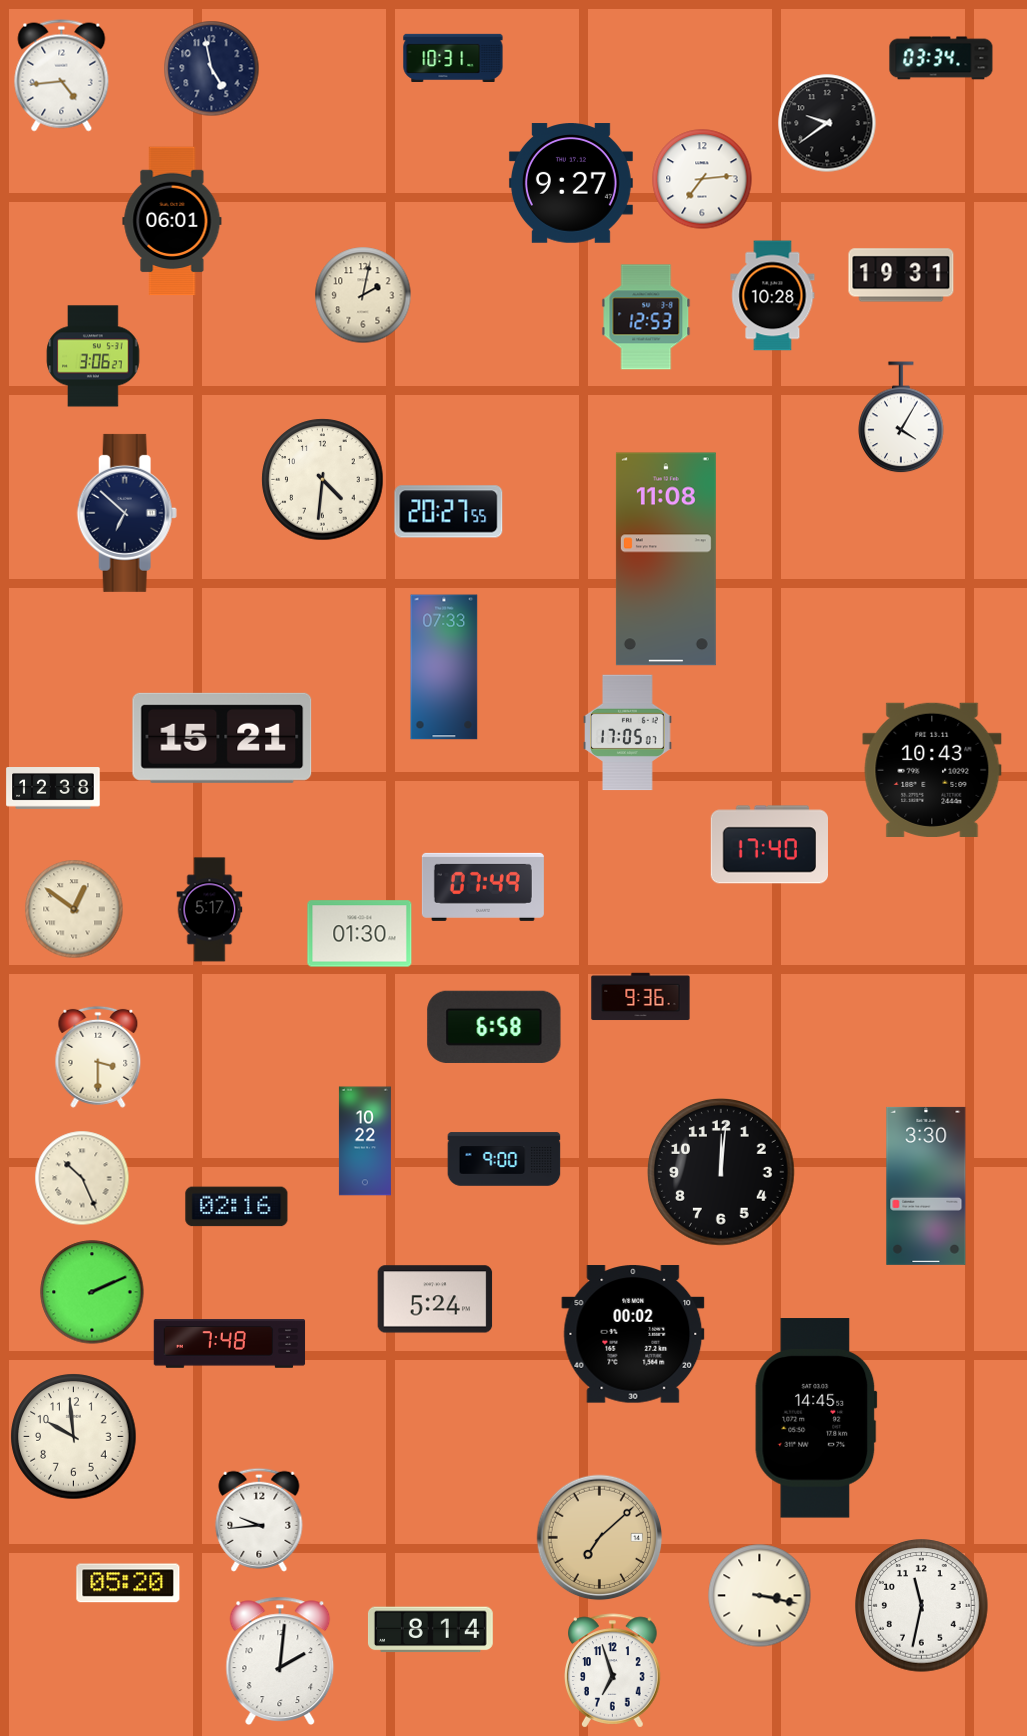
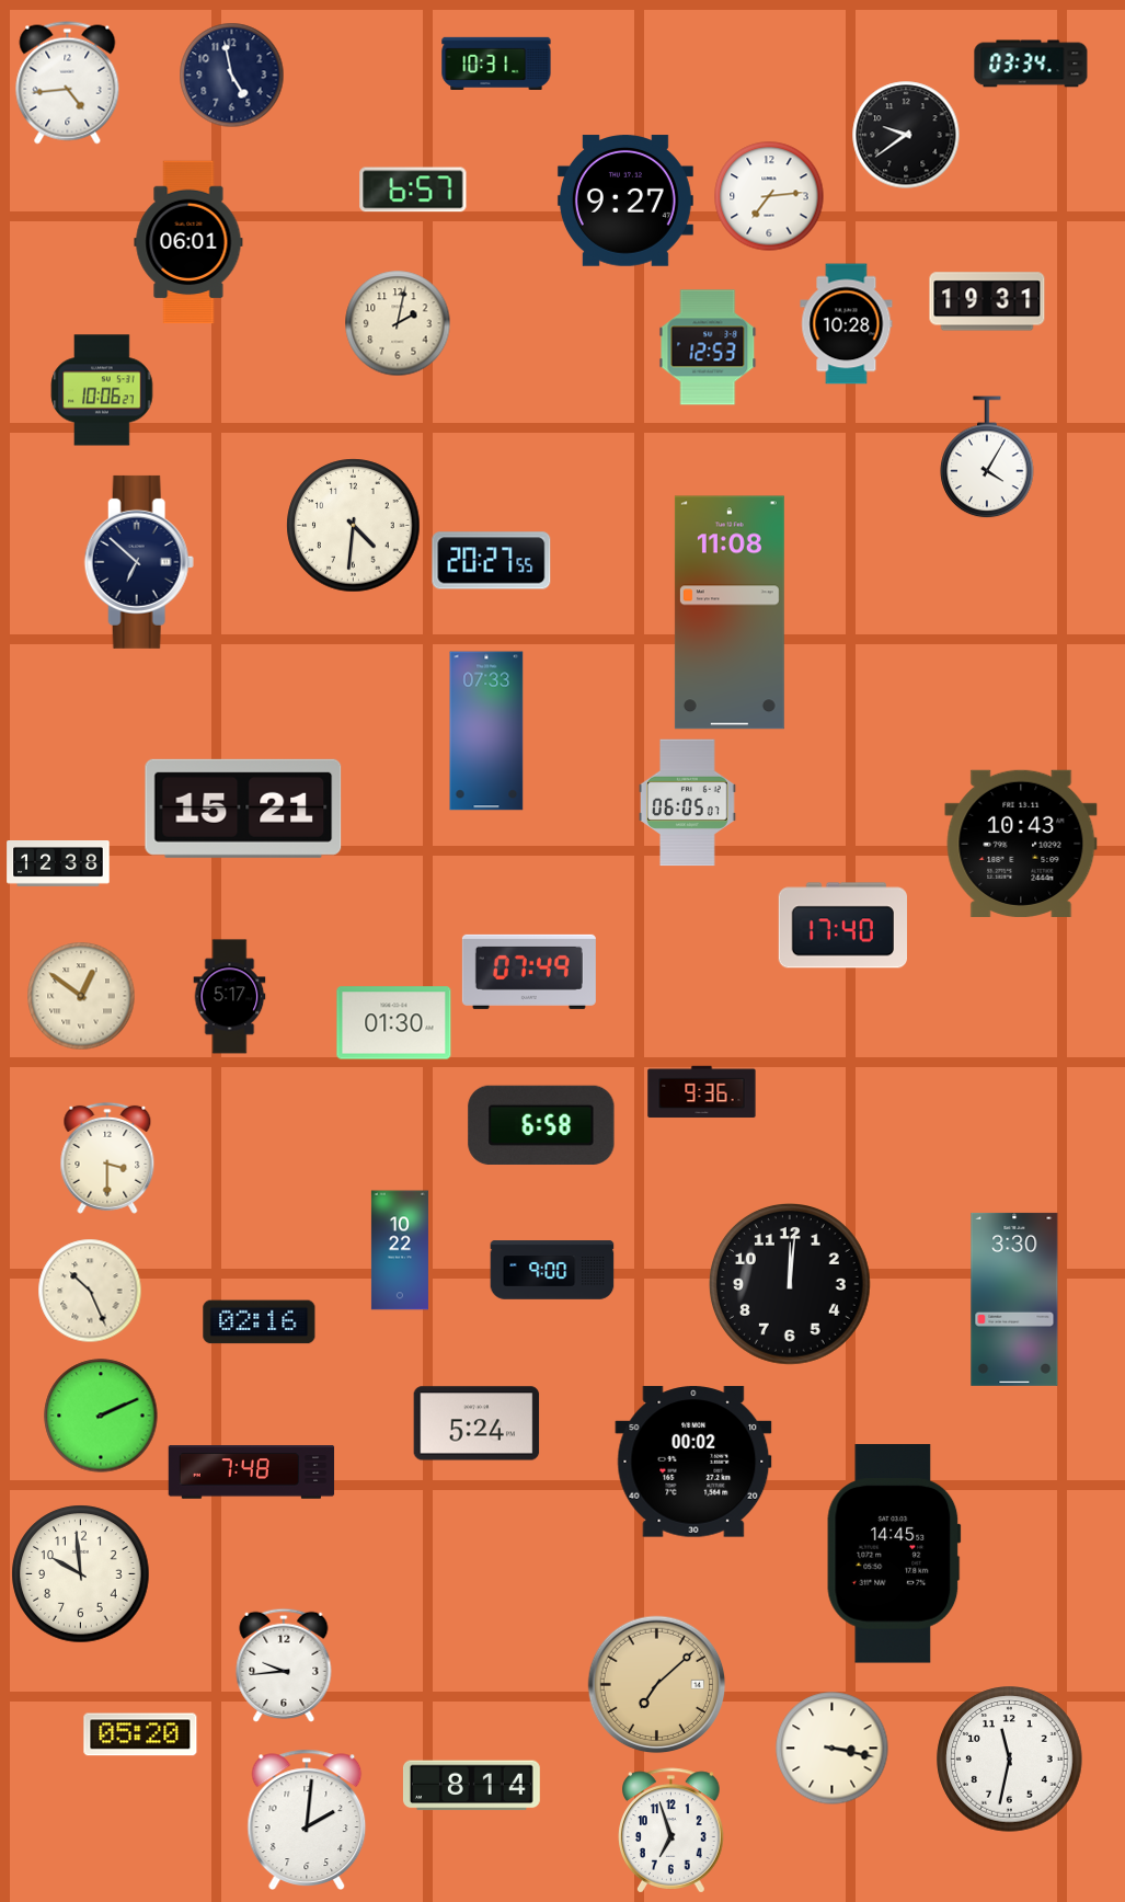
clock at (413, 190): none -> 6:57
clock at (93, 356): 3:06 -> 10:06
clock at (628, 733): 17:05 -> 06:05
